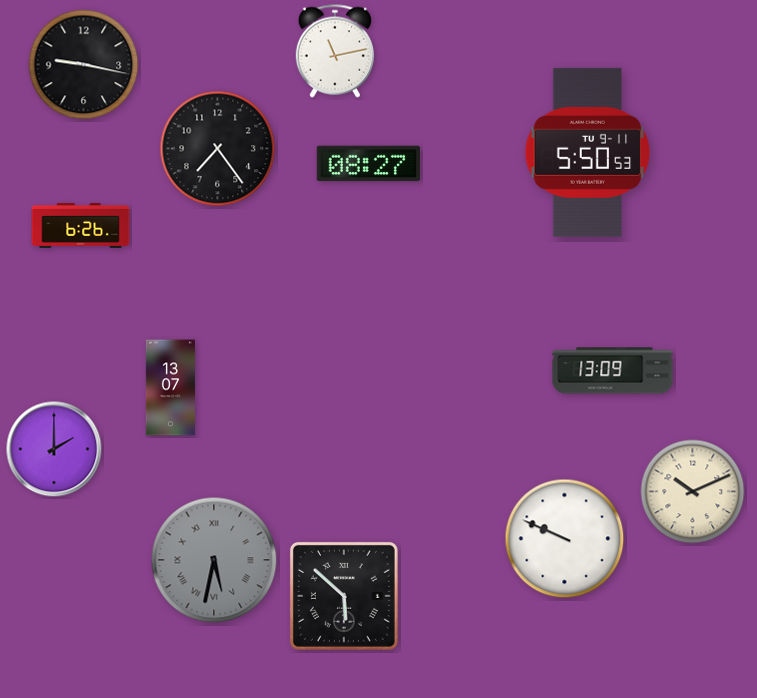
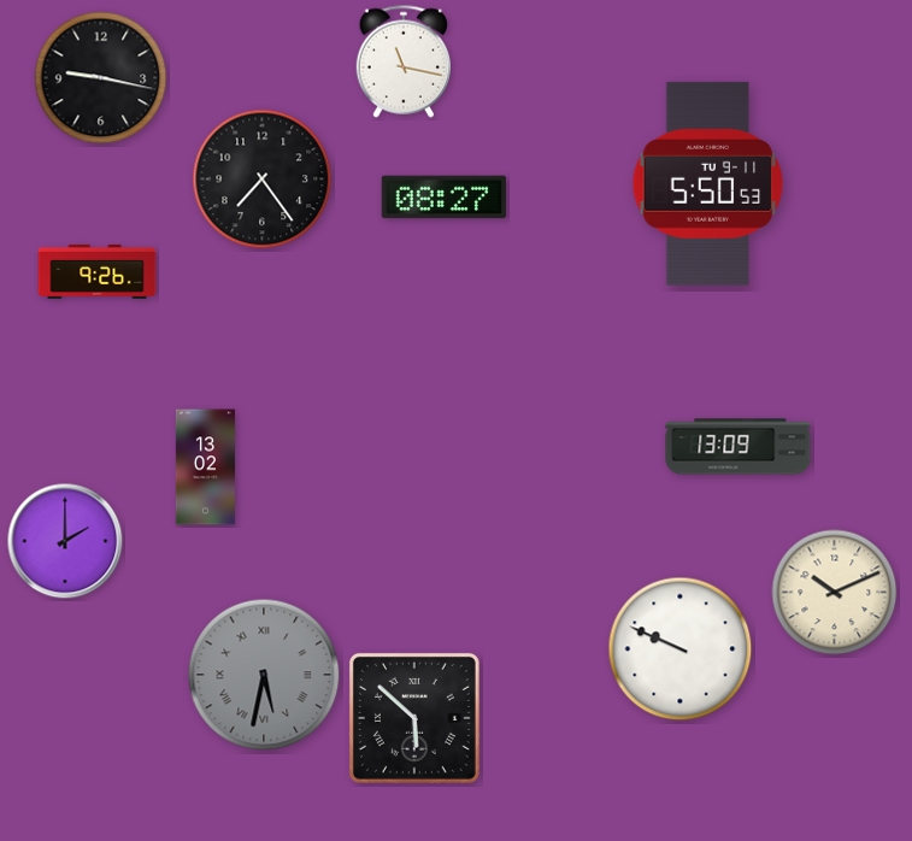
clock at (334, 51): 11:13 -> 11:17
clock at (81, 225): 6:26 -> 9:26
clock at (170, 388): 13:07 -> 13:02
clock at (214, 560) position: (214, 560) -> (264, 675)
